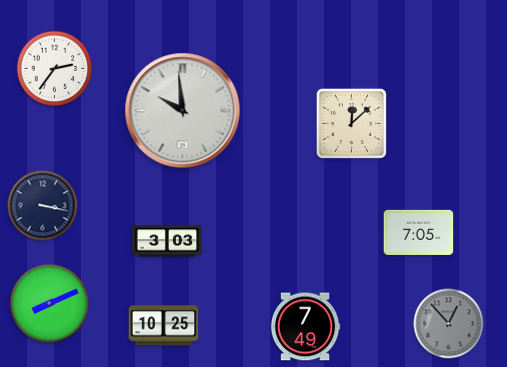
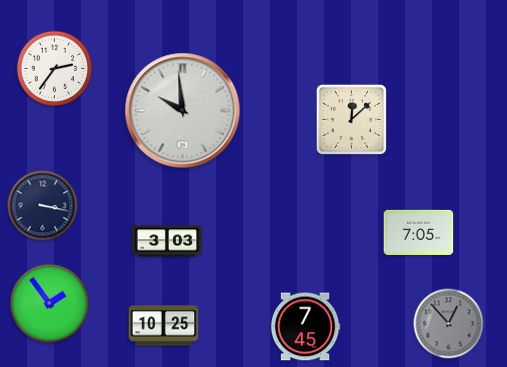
clock at (351, 123) position: (351, 123) -> (351, 119)
clock at (49, 303): 8:11 -> 1:54
clock at (305, 327): 7:49 -> 7:45
